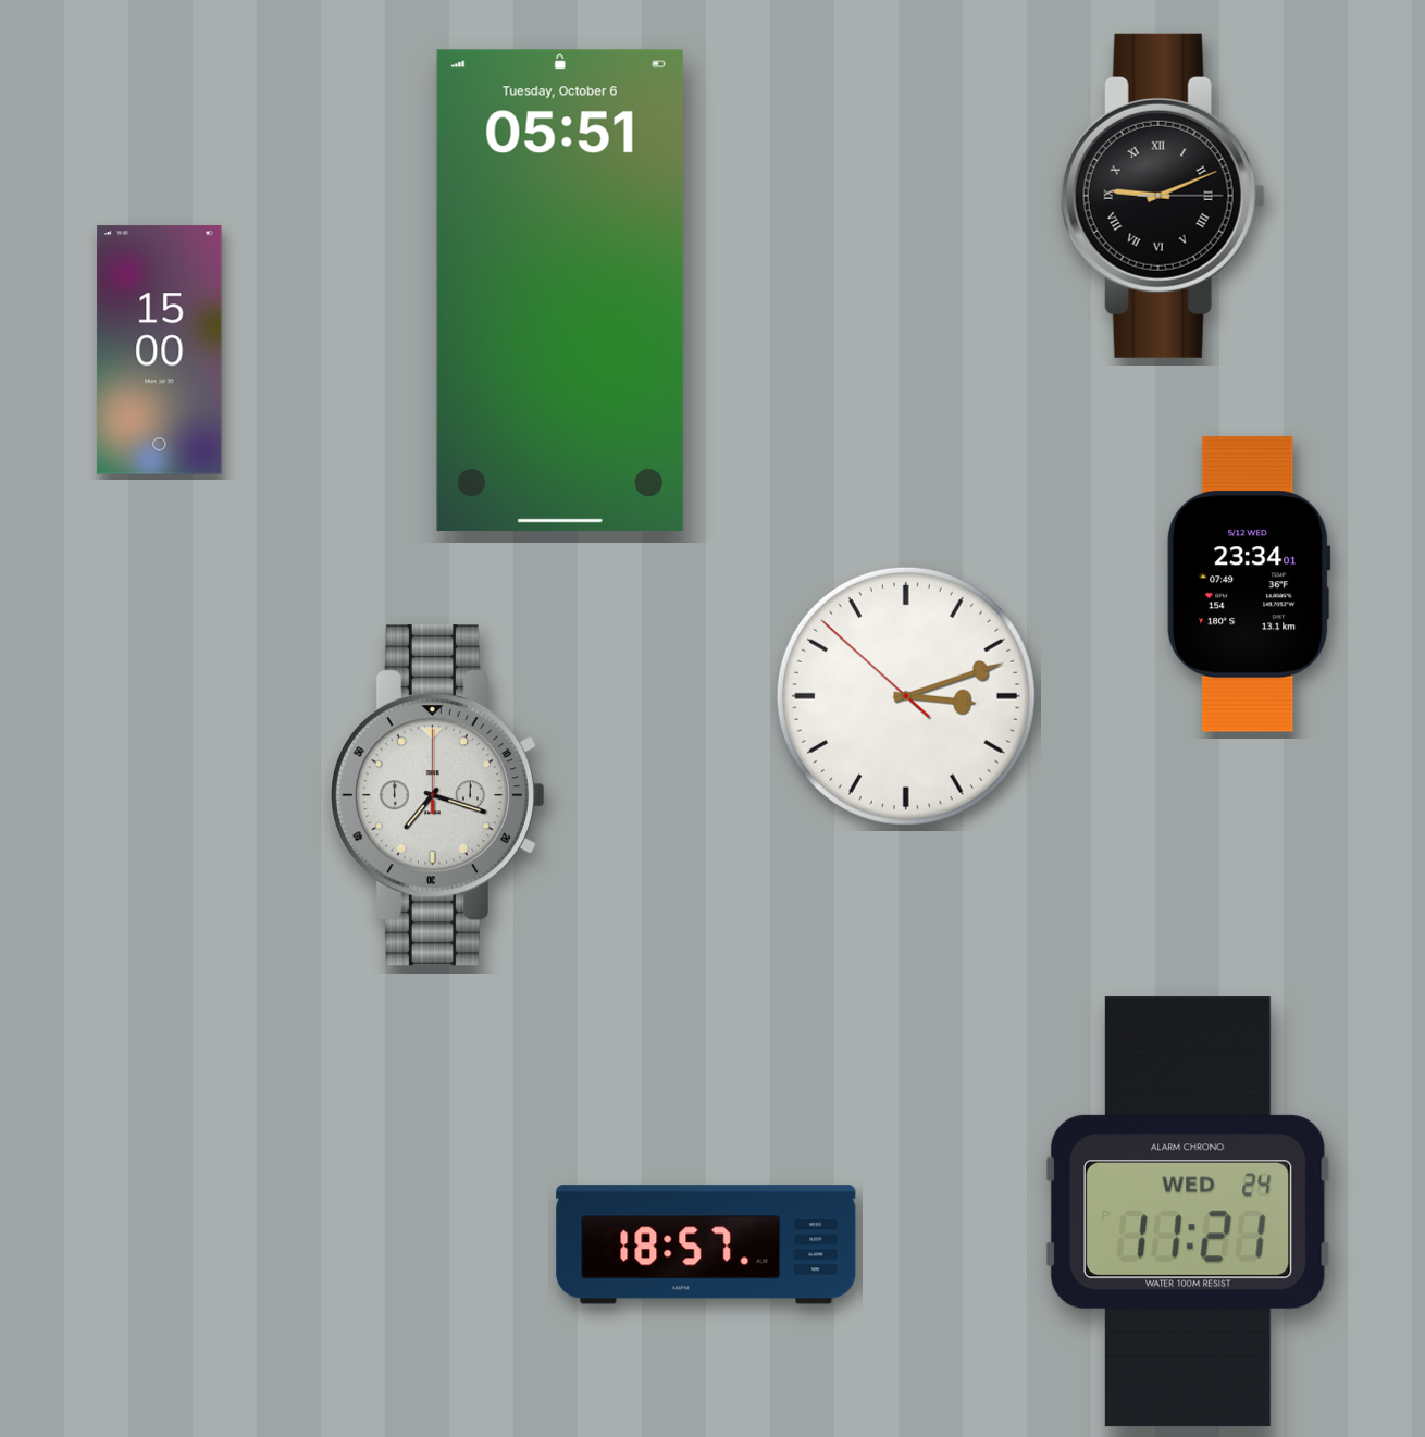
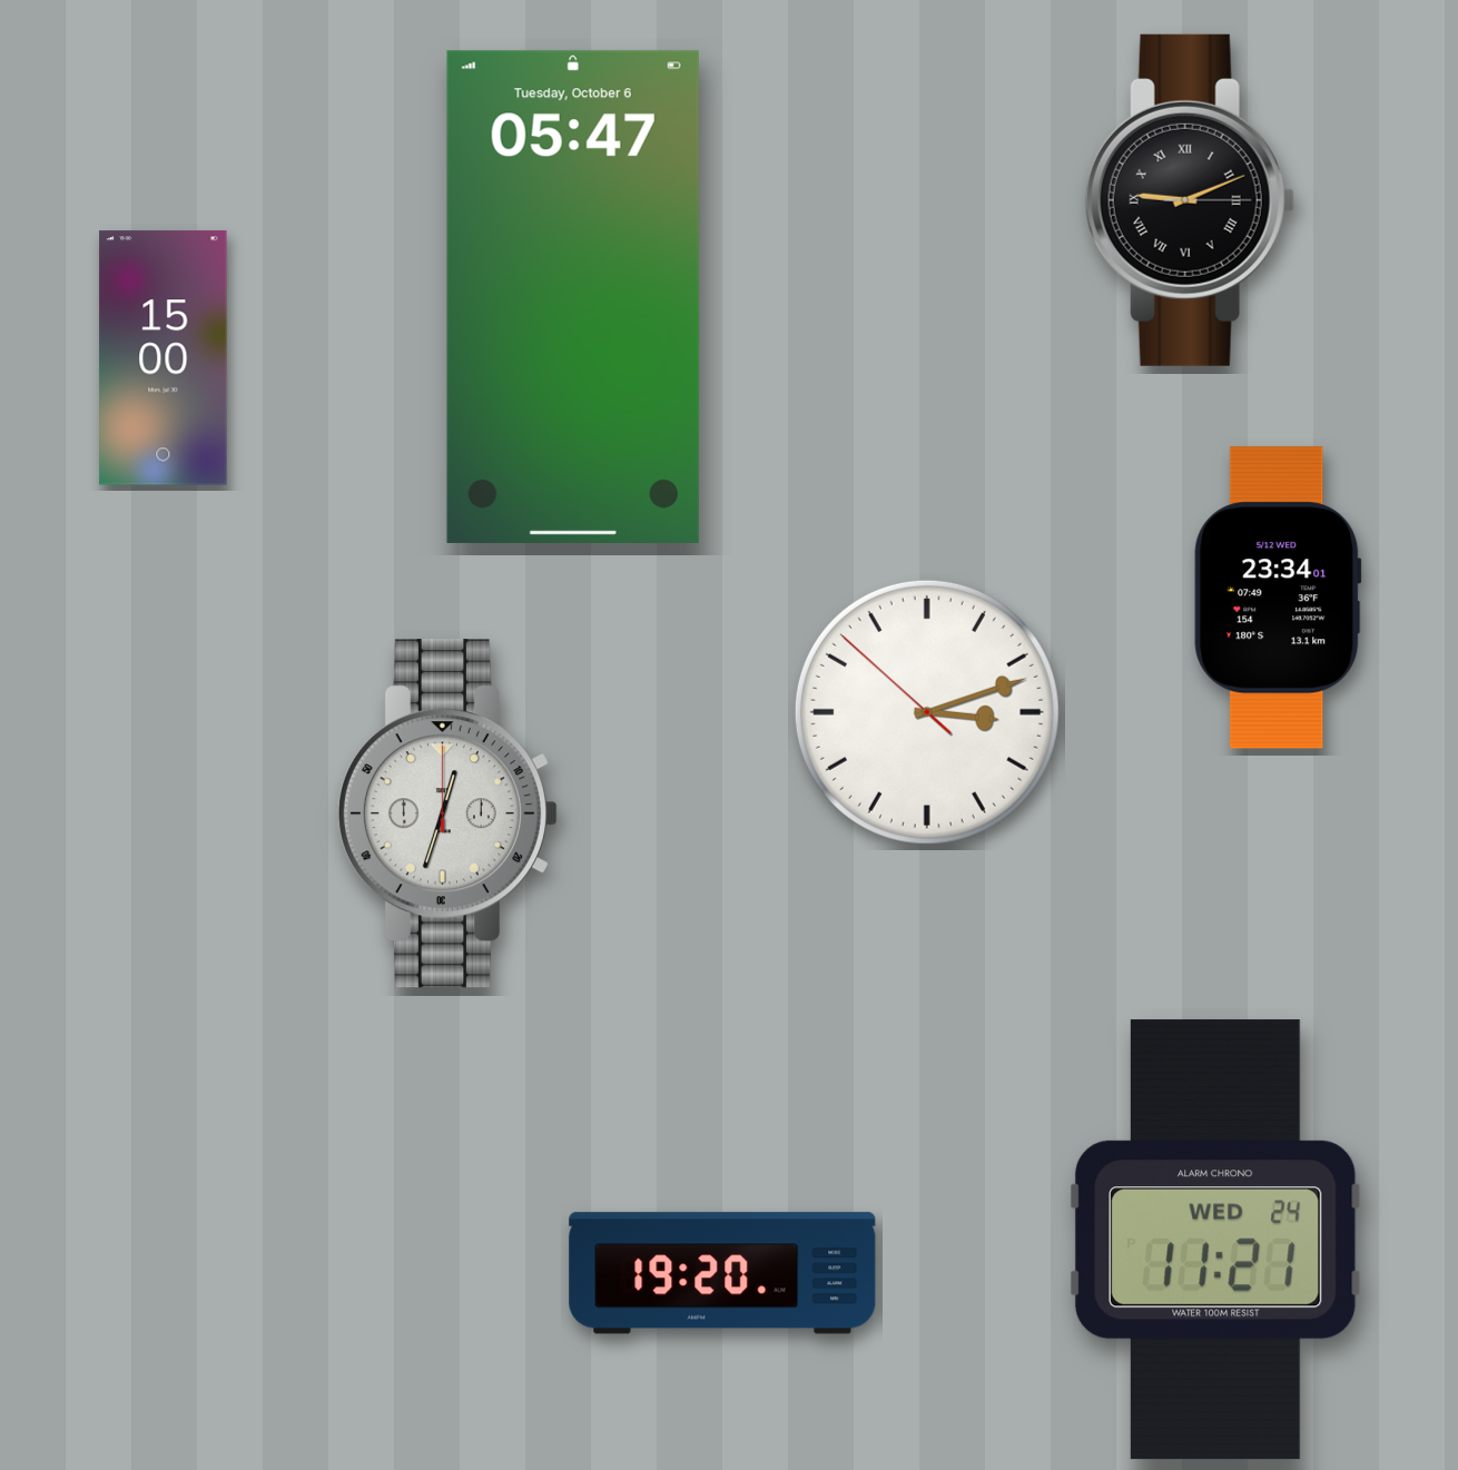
clock at (560, 290): 05:51 -> 05:47
clock at (437, 795): 7:18 -> 12:33
clock at (706, 1244): 18:57 -> 19:20
